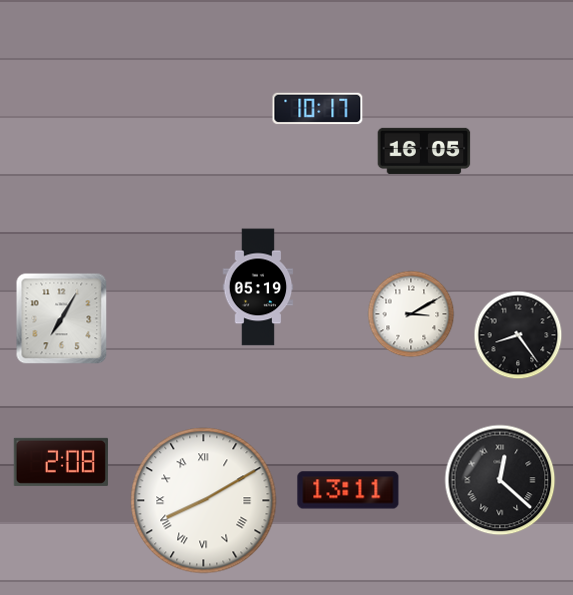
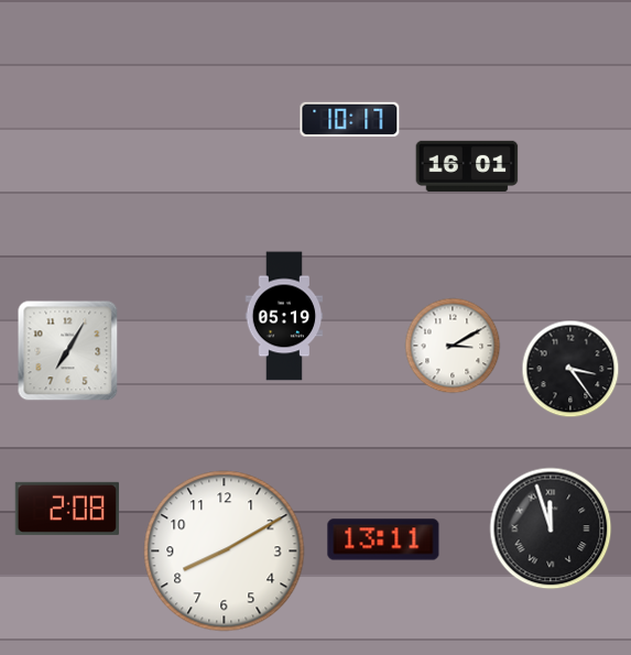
clock at (424, 151): 16:05 -> 16:01
clock at (518, 335): 8:24 -> 3:24
clock at (500, 480): 12:22 -> 11:57
clock at (204, 501) numerals: Roman -> Arabic
